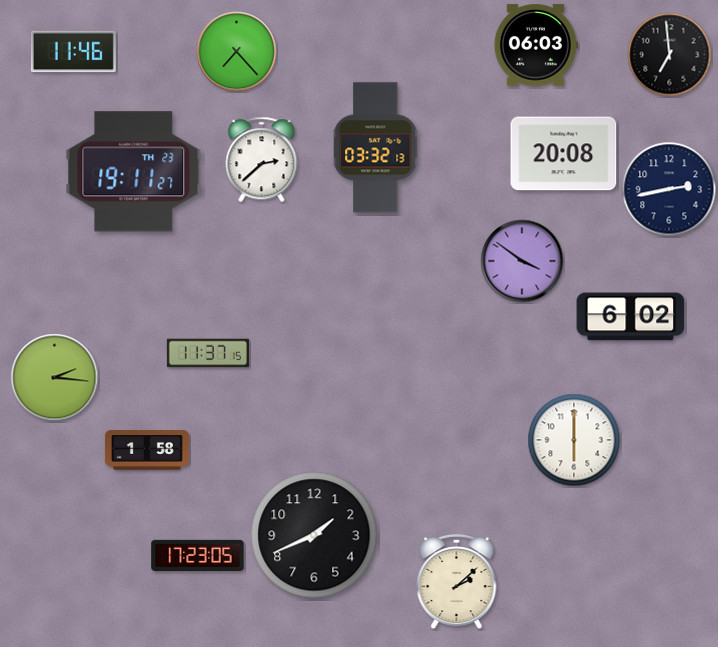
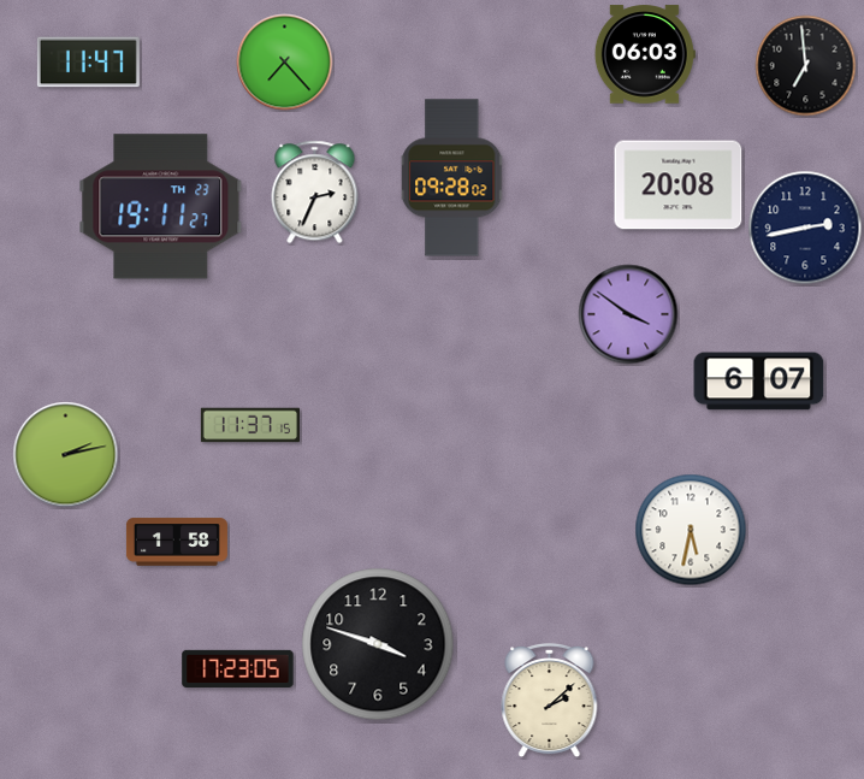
clock at (73, 52): 11:46 -> 11:47
clock at (376, 148): 03:32 -> 09:28
clock at (262, 160): 2:38 -> 2:34
clock at (631, 317): 6:02 -> 6:07
clock at (55, 378): 2:16 -> 2:13
clock at (574, 440): 6:00 -> 5:32
clock at (314, 535): 1:41 -> 3:48
